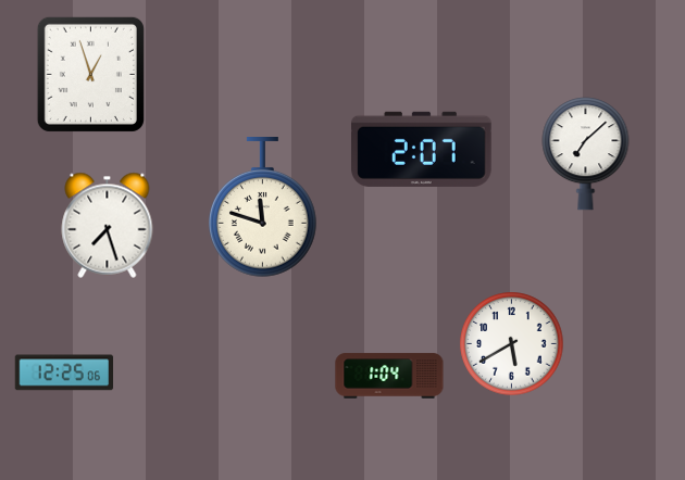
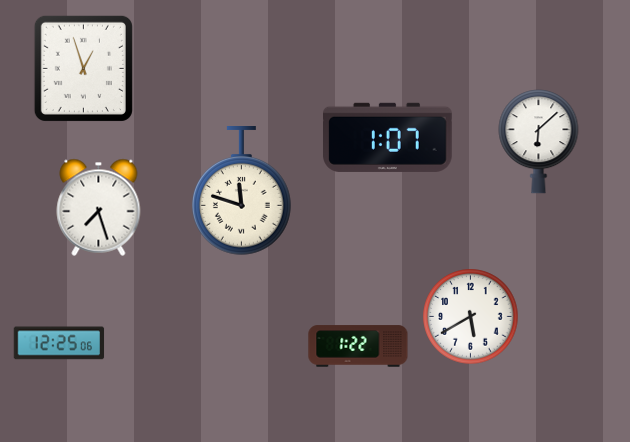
clock at (422, 149): 2:07 -> 1:07
clock at (586, 154): 7:08 -> 6:08
clock at (389, 376): 1:04 -> 1:22
